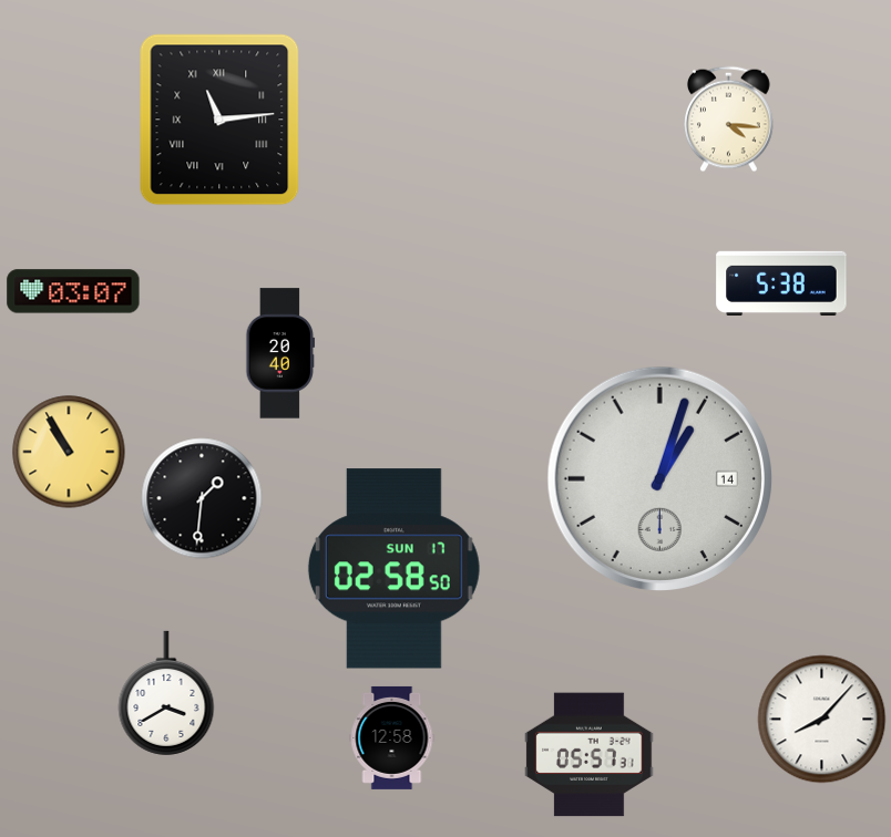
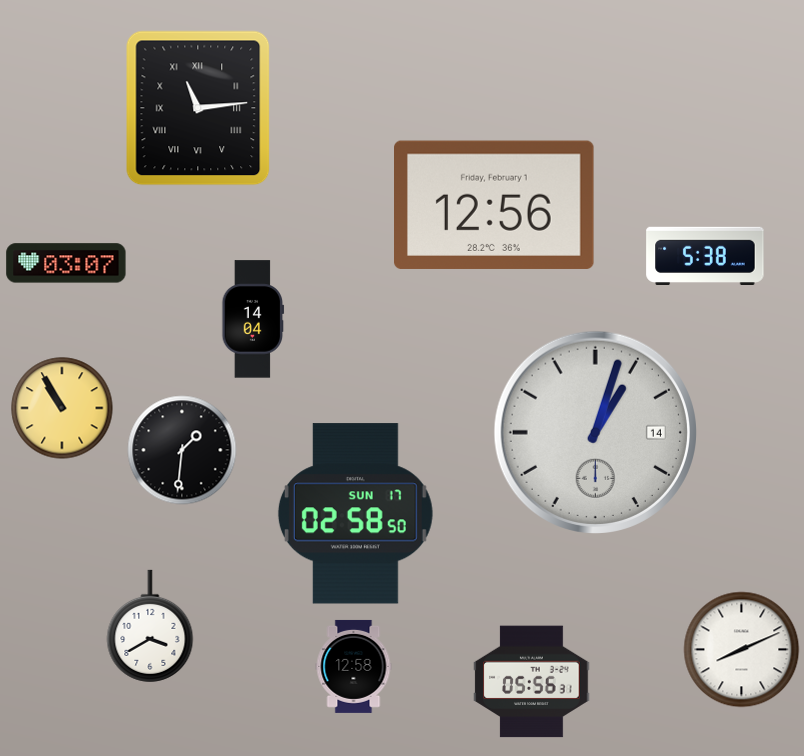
clock at (729, 120): 4:16 -> none
clock at (495, 205): none -> 12:56
clock at (280, 353): 20:40 -> 14:04
clock at (822, 720): 8:07 -> 8:11
clock at (590, 755): 05:57 -> 05:56
